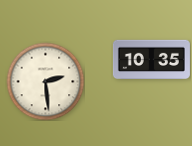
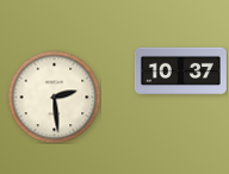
clock at (151, 60): 10:35 -> 10:37
